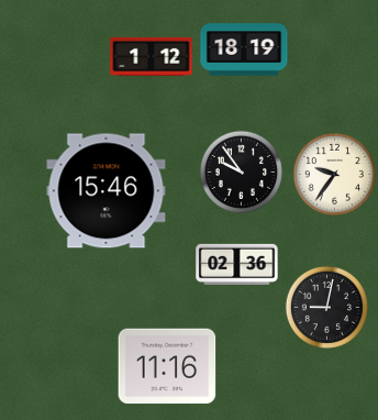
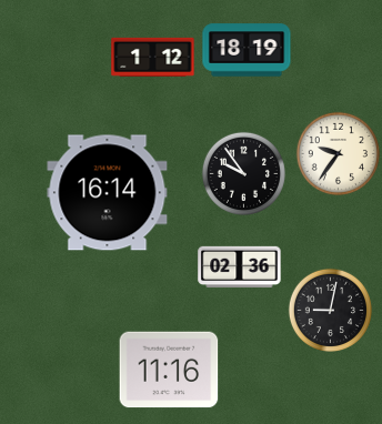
clock at (334, 174) position: (334, 174) -> (338, 153)
clock at (107, 191): 15:46 -> 16:14
